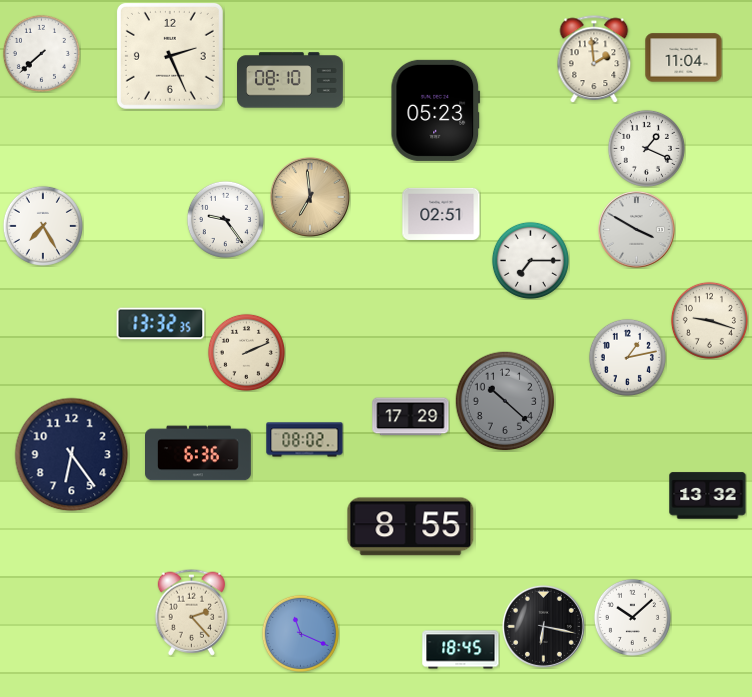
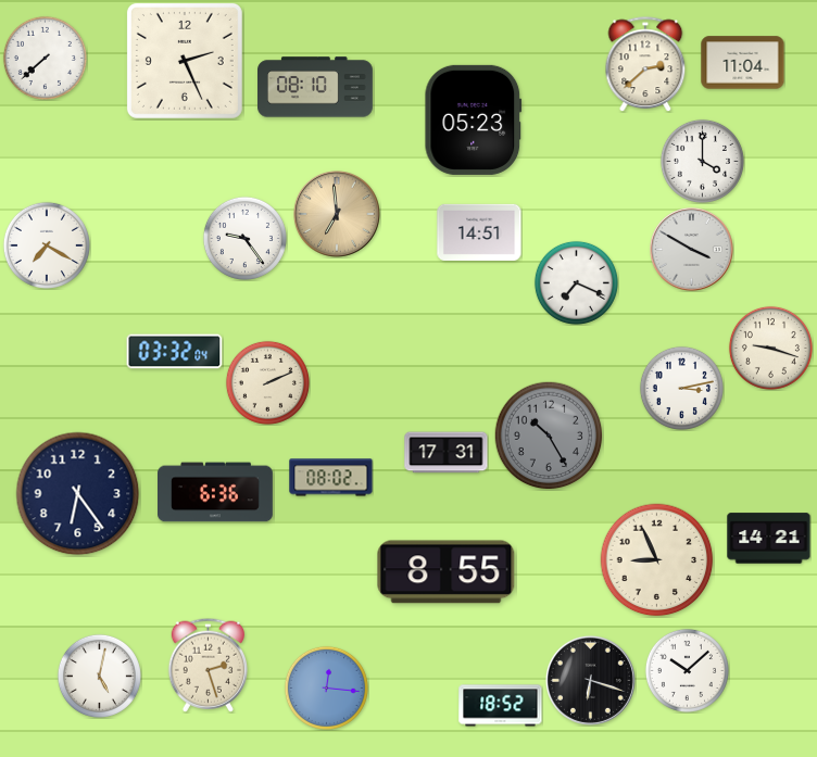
clock at (594, 59): 1:59 -> 2:38
clock at (646, 148): 1:19 -> 4:00
clock at (441, 214): 02:51 -> 14:51
clock at (43, 226): 7:25 -> 7:20
clock at (530, 260): 7:15 -> 7:19
clock at (161, 324): 13:32 -> 03:32
clock at (627, 357): 1:13 -> 3:13
clock at (505, 401): 10:22 -> 10:25
clock at (411, 417): 17:29 -> 17:31
clock at (708, 496): 13:32 -> 14:21
clock at (657, 560): none -> 8:56
clock at (191, 612): 2:23 -> 2:27
clock at (99, 676): none -> 5:02
clock at (543, 626): 6:17 -> 6:18
clock at (300, 633): 11:19 -> 12:16
clock at (461, 650): 18:45 -> 18:52
